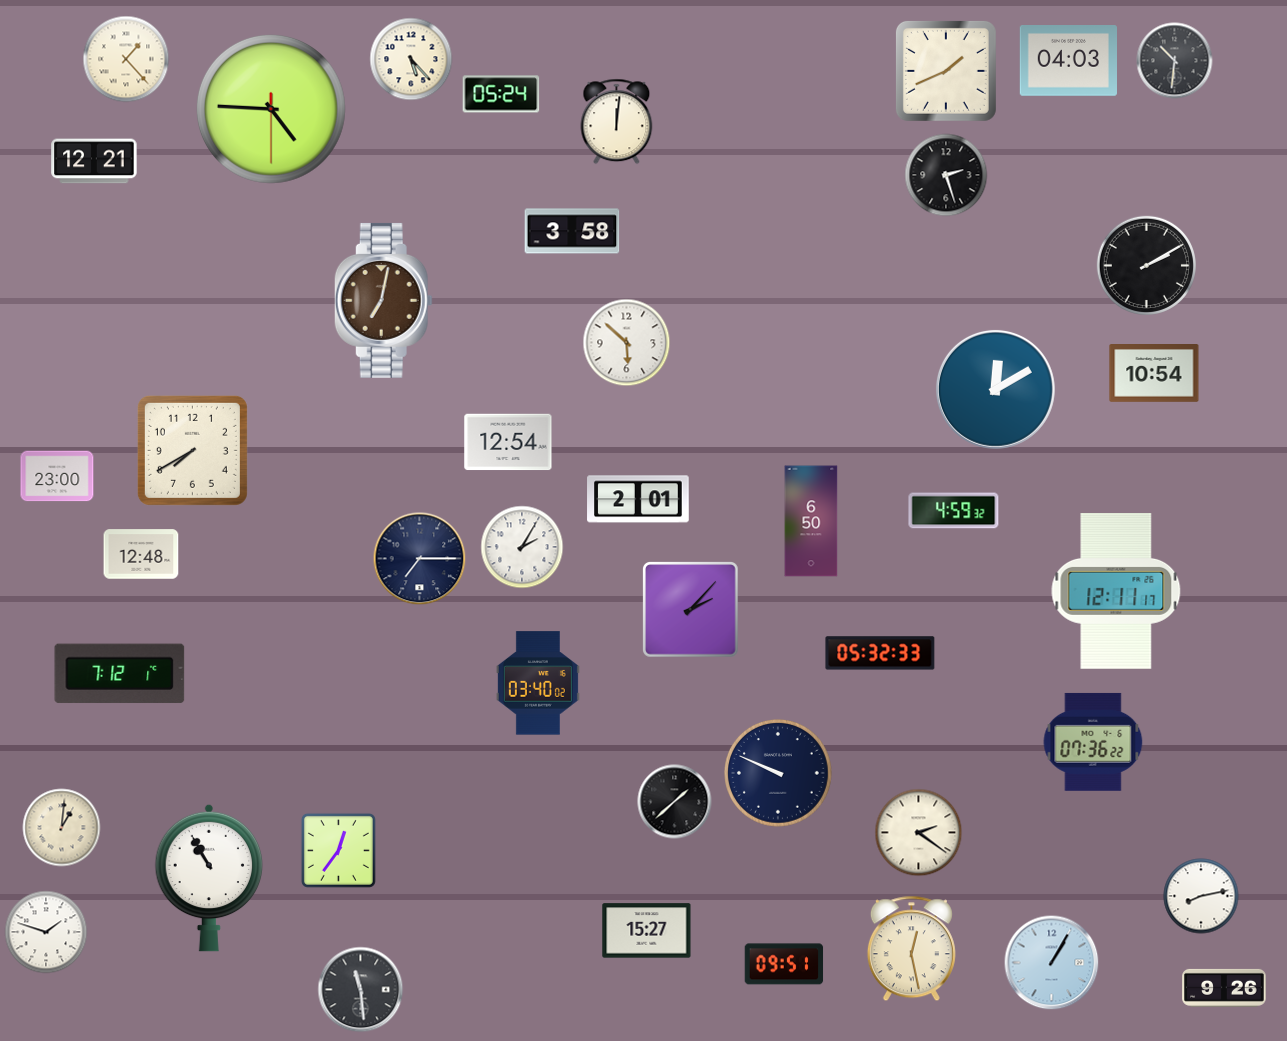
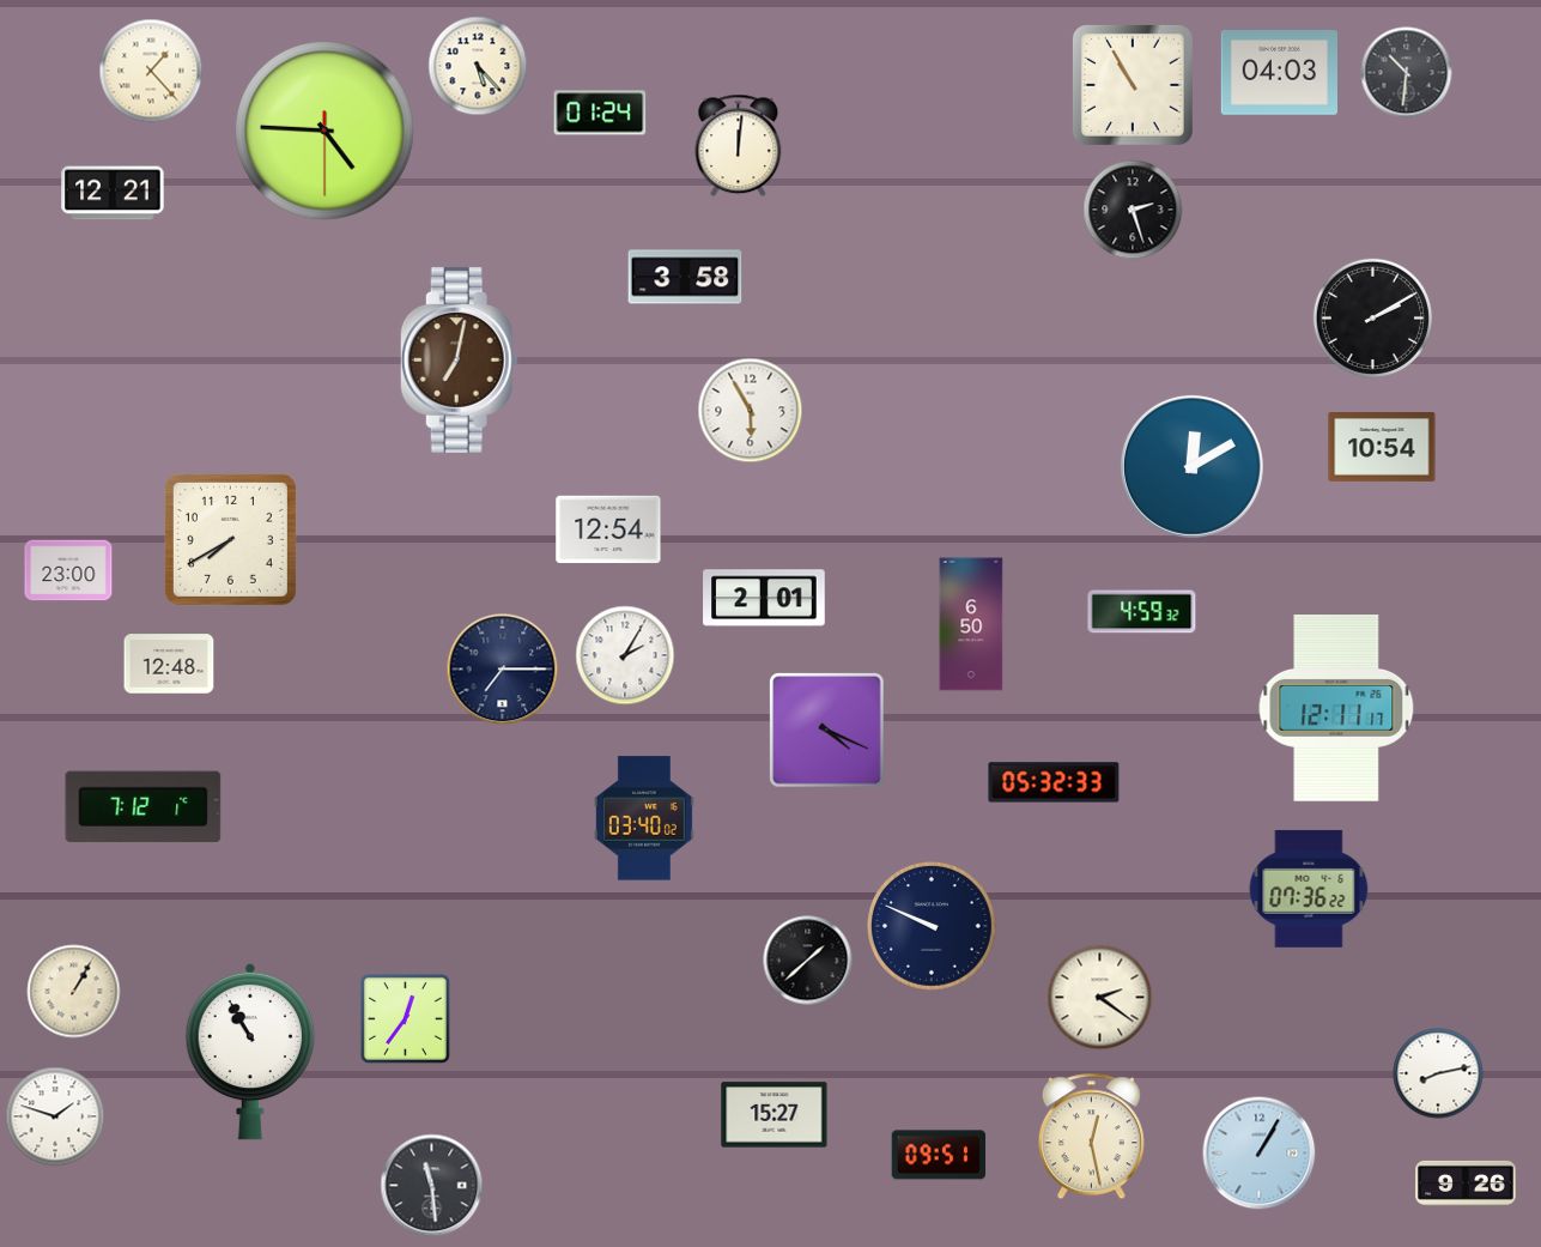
clock at (411, 59) position: (411, 59) -> (478, 66)
clock at (946, 71): 1:41 -> 10:55
clock at (501, 94): 05:24 -> 01:24
clock at (627, 343): 5:52 -> 5:55
clock at (691, 610): 2:07 -> 4:19
clock at (62, 828): 1:01 -> 1:05
